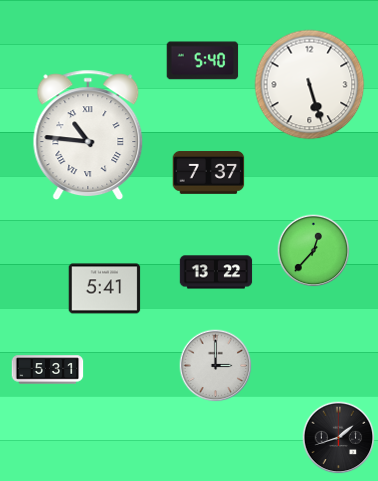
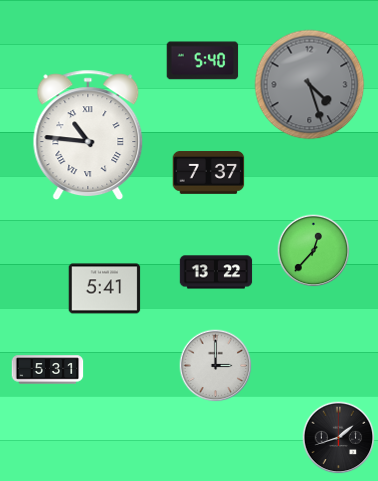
clock at (310, 85): 5:27 -> 4:27
clock at (310, 85) dial: white -> grey
